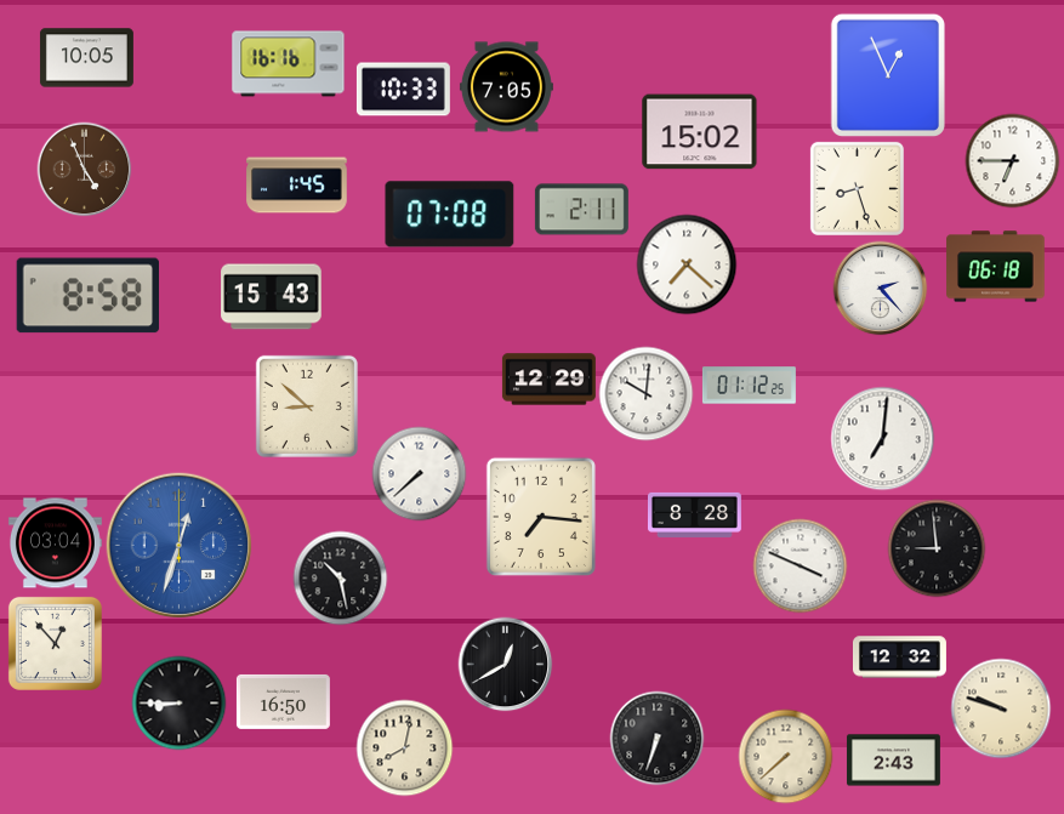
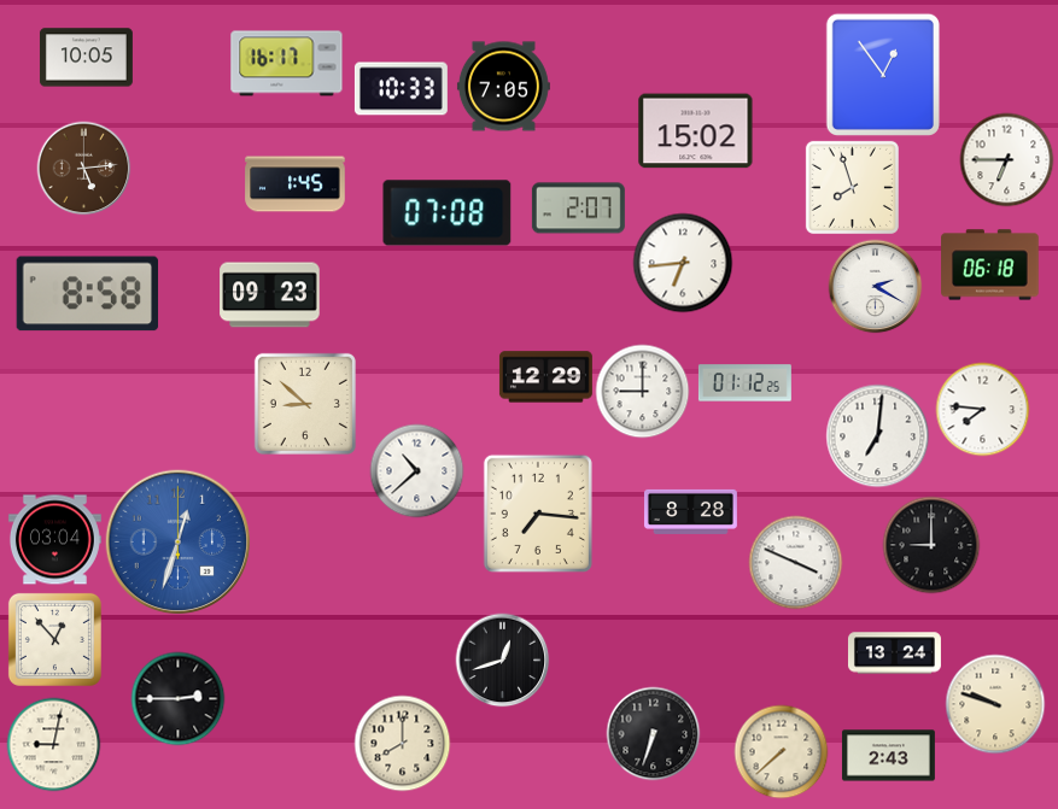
clock at (289, 64): 16:16 -> 16:17
clock at (888, 74): 12:56 -> 12:54
clock at (84, 169): 4:56 -> 5:14
clock at (857, 188): 8:27 -> 7:57
clock at (581, 210): 2:11 -> 2:07
clock at (687, 264): 7:22 -> 6:44
clock at (880, 288): 2:23 -> 2:20
clock at (272, 297): 15:43 -> 09:23
clock at (645, 393): 10:01 -> 9:00
clock at (982, 409): none -> 7:46
clock at (419, 473): 7:38 -> 10:38
clock at (937, 548): 8:59 -> 9:00
clock at (340, 577): 10:28 -> none
clock at (899, 658): 12:32 -> 13:24
clock at (505, 664): 12:40 -> 12:42
clock at (283, 701): 16:50 -> none
clock at (178, 702): 8:45 -> 2:45
clock at (404, 747): 8:02 -> 8:00
clock at (53, 744): none -> 9:02
